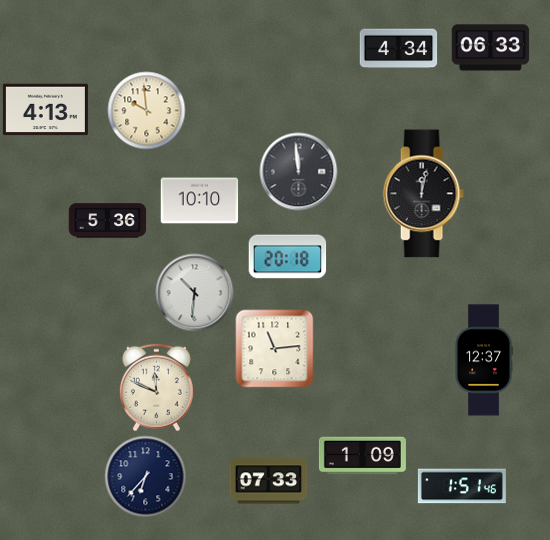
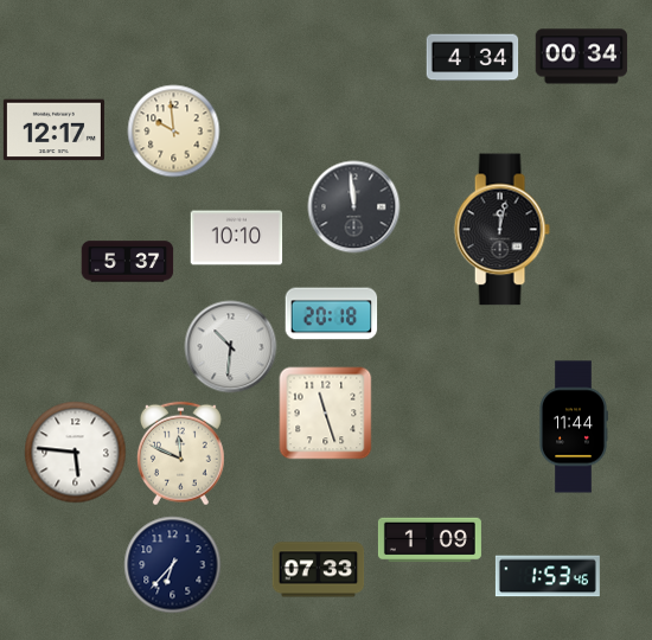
clock at (490, 48): 06:33 -> 00:34
clock at (45, 110): 4:13 -> 12:17
clock at (298, 171) position: (298, 171) -> (353, 206)
clock at (107, 221): 5:36 -> 5:37
clock at (287, 257) position: (287, 257) -> (331, 314)
clock at (274, 348): 11:14 -> 11:27
clock at (484, 360): 12:37 -> 11:44
clock at (75, 452): none -> 5:46
clock at (156, 387) position: (156, 387) -> (180, 453)
clock at (462, 486): 1:51 -> 1:53
